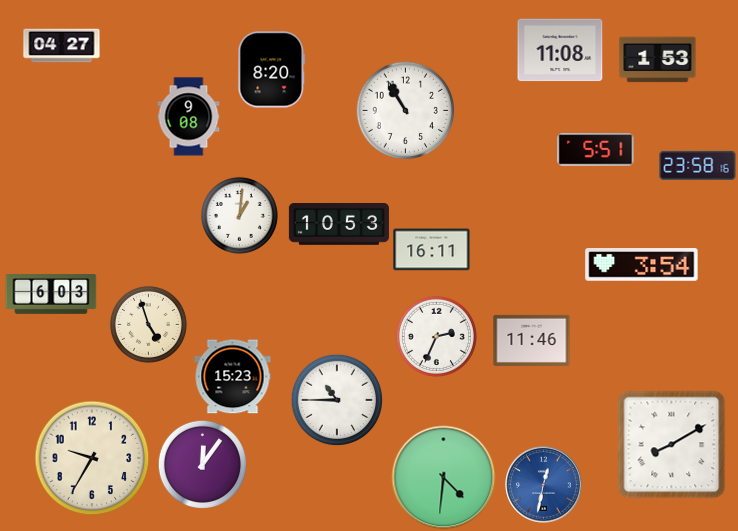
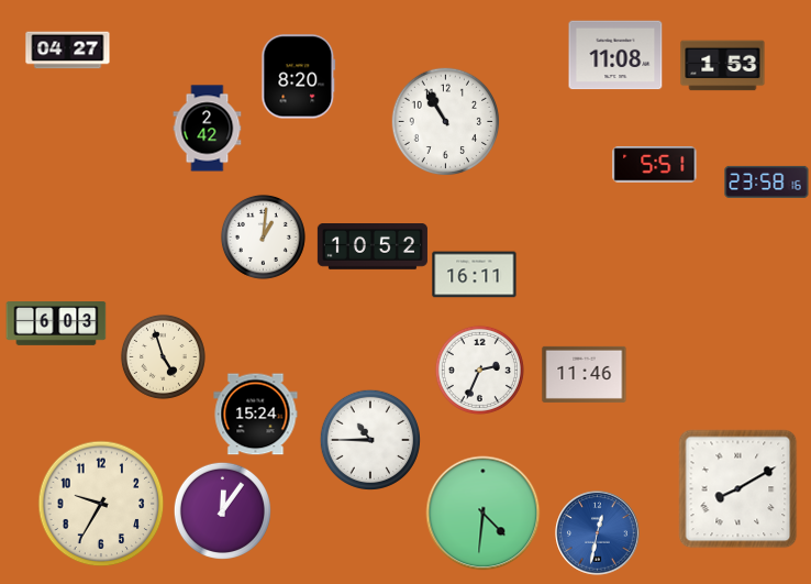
clock at (189, 117): 9:08 -> 2:42
clock at (339, 225): 10:53 -> 10:52
clock at (642, 265): 3:54 -> none
clock at (233, 377): 15:23 -> 15:24
clock at (444, 478) position: (444, 478) -> (484, 514)
